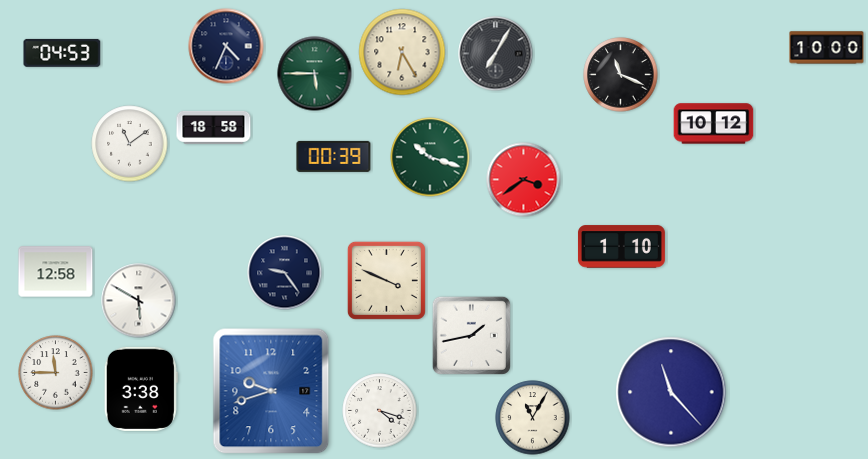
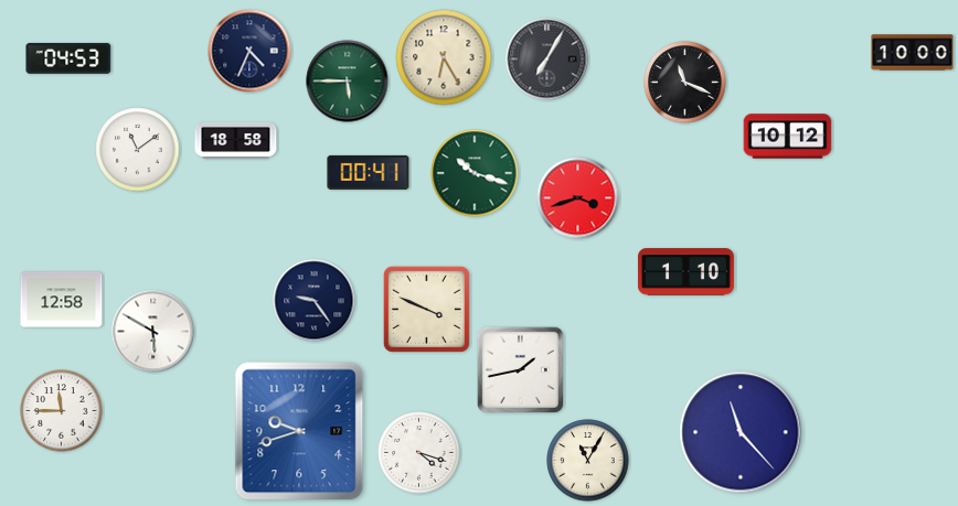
clock at (130, 144) position: (130, 144) -> (138, 150)
clock at (334, 156): 00:39 -> 00:41
clock at (524, 180): 3:39 -> 3:42
clock at (141, 389): 3:38 -> none
